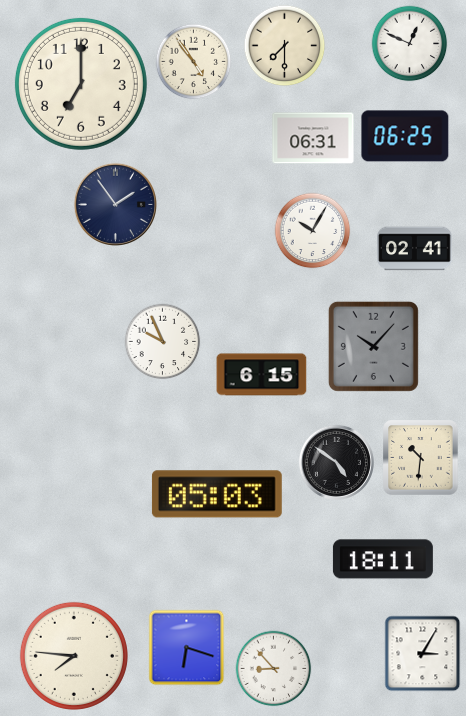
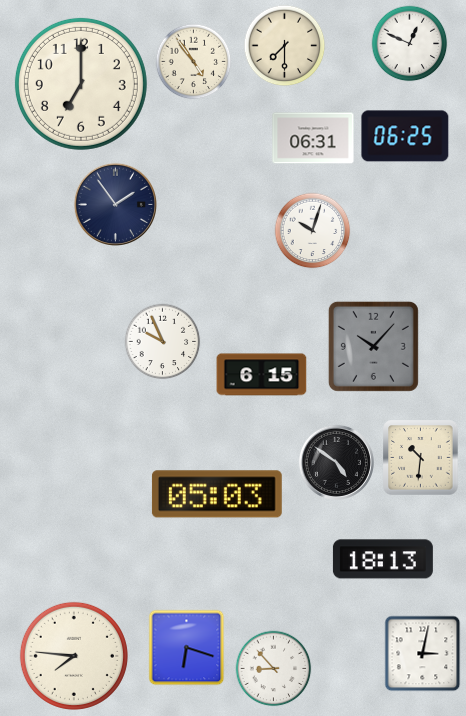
clock at (313, 231): 10:05 -> 10:03
clock at (415, 249): 02:41 -> none
clock at (383, 559): 18:11 -> 18:13
clock at (423, 654): 3:05 -> 3:02
